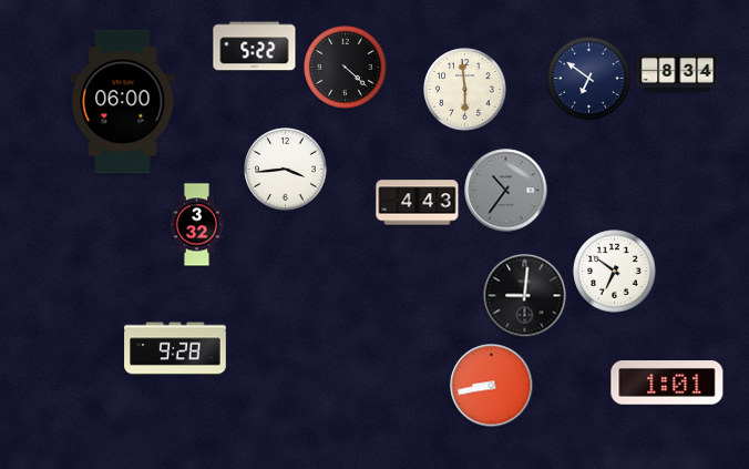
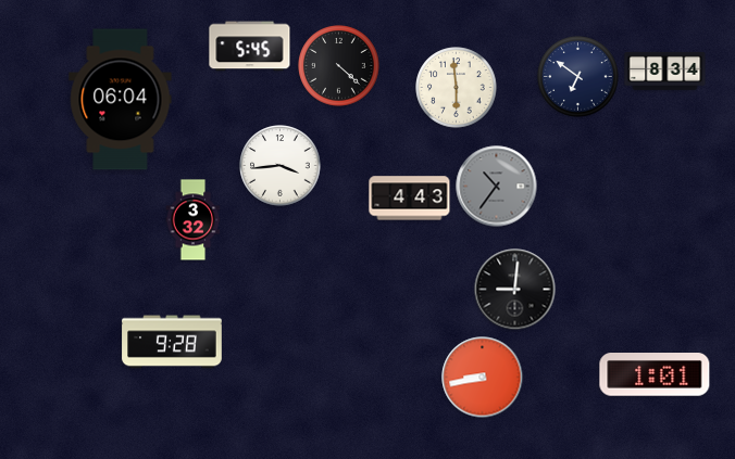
clock at (255, 48): 5:22 -> 5:45
clock at (123, 102): 06:00 -> 06:04
clock at (615, 272): 6:51 -> none
